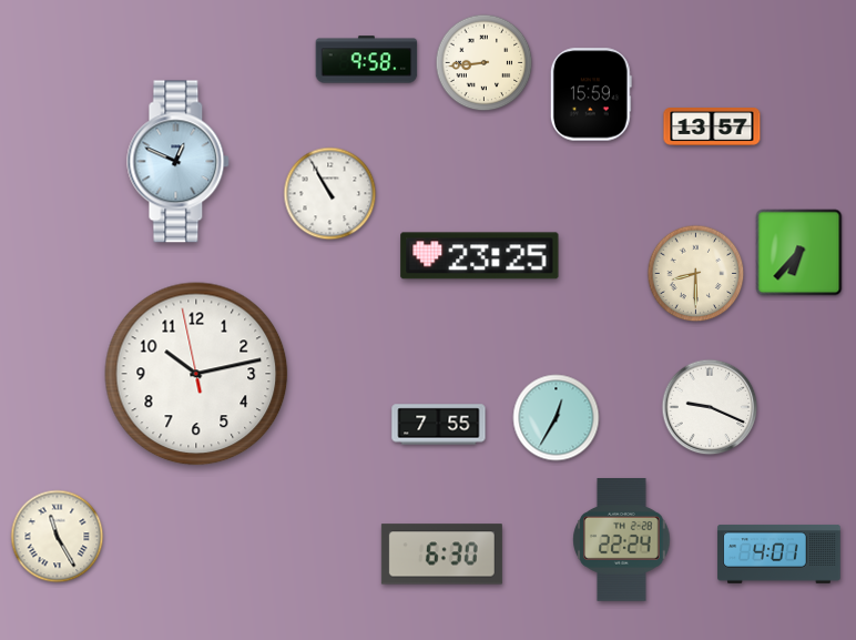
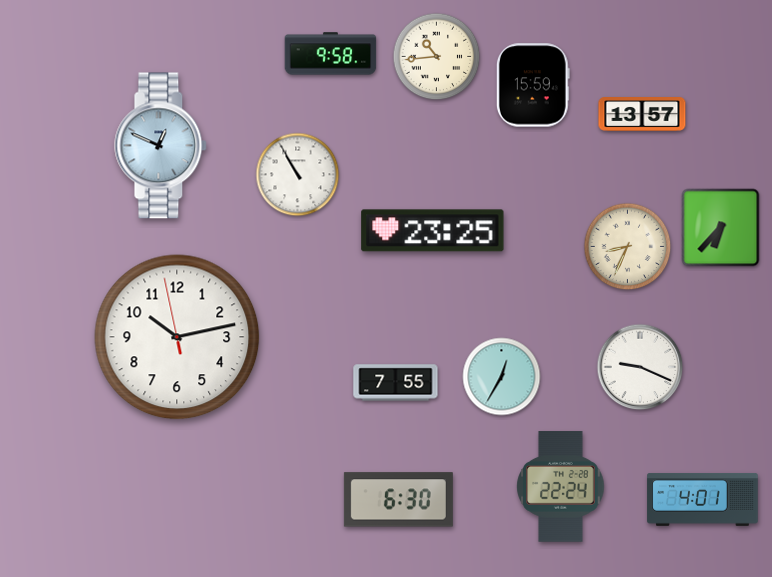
clock at (485, 63): 8:44 -> 10:44
clock at (696, 274): 8:30 -> 8:34
clock at (58, 537): 11:25 -> none
